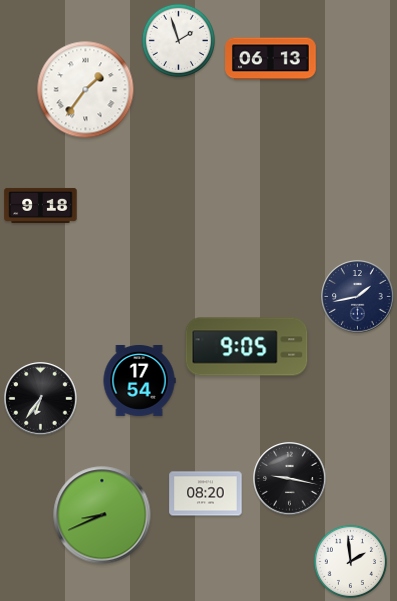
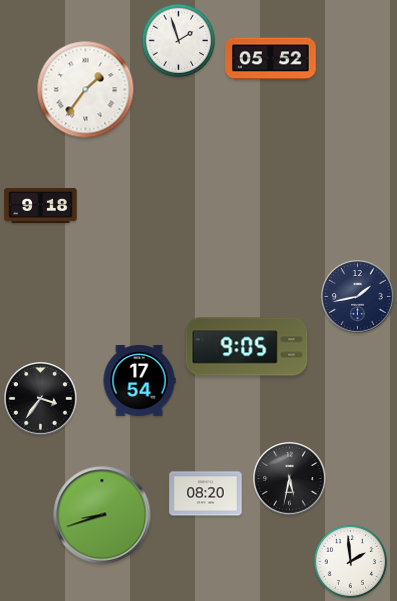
clock at (271, 59): 06:13 -> 05:52
clock at (41, 399): 6:36 -> 3:36
clock at (290, 479): 9:17 -> 5:32
clock at (102, 515): 8:41 -> 8:42
